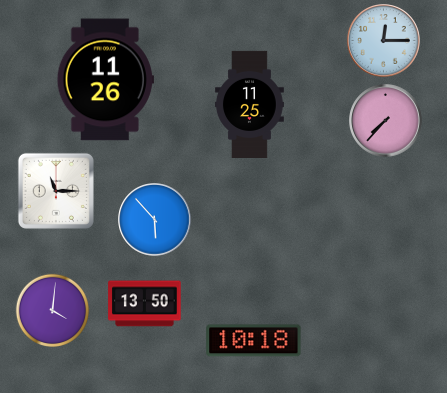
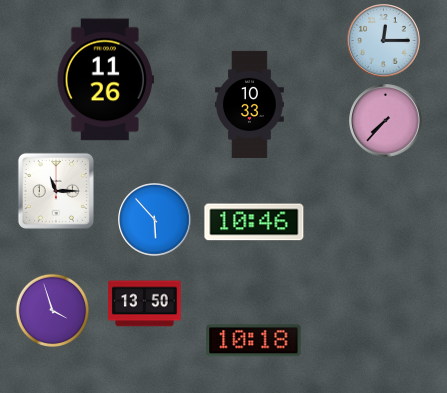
clock at (250, 104): 11:25 -> 10:33
clock at (254, 222): none -> 10:46
clock at (52, 310): 4:01 -> 3:57
